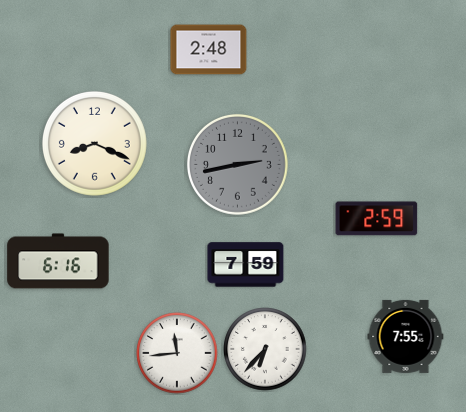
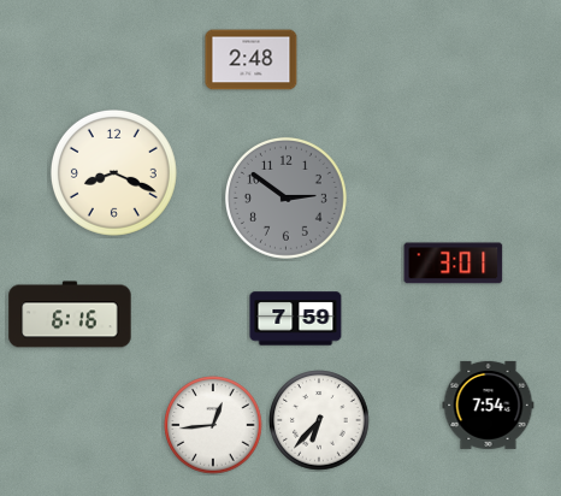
clock at (237, 164): 2:43 -> 2:51
clock at (377, 219): 2:59 -> 3:01
clock at (406, 336): 7:55 -> 7:54
clock at (177, 353): 11:44 -> 12:44
